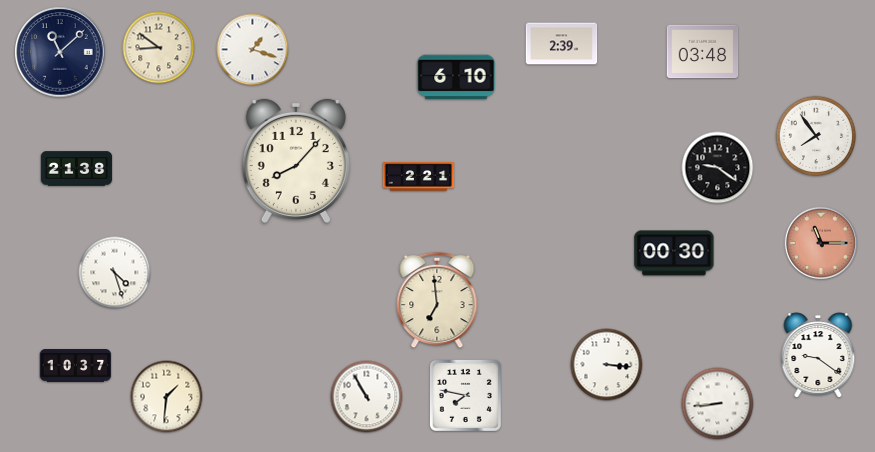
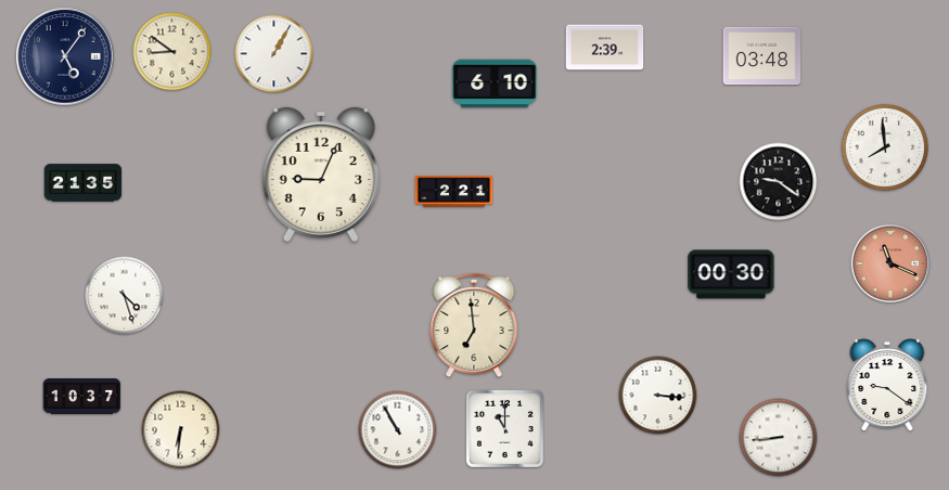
clock at (562, 44) position: (562, 44) -> (605, 48)
clock at (253, 50): 1:18 -> 1:05
clock at (60, 52): 11:08 -> 5:06
clock at (816, 136): 7:54 -> 7:59
clock at (296, 160): 8:07 -> 9:04
clock at (77, 169): 21:38 -> 21:35
clock at (821, 243): 11:15 -> 11:19
clock at (465, 395): 7:47 -> 11:00
clock at (167, 397): 1:31 -> 6:31
